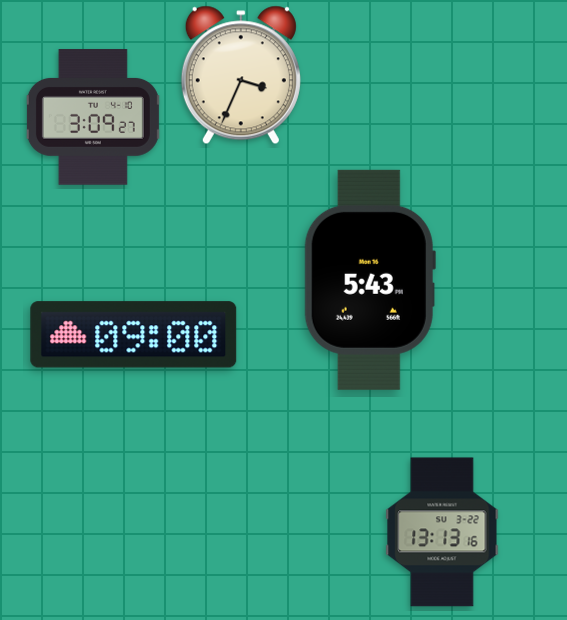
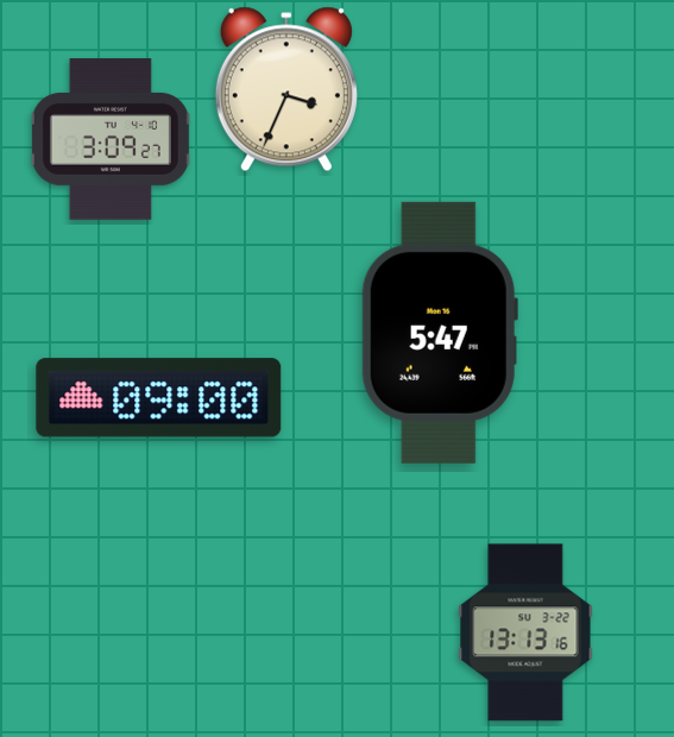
clock at (370, 280): 5:43 -> 5:47
